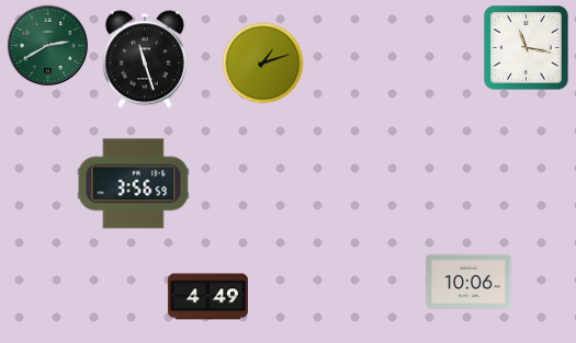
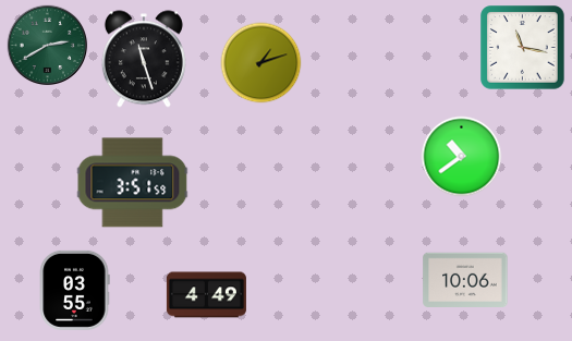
clock at (462, 157): none -> 10:39
clock at (134, 184): 3:56 -> 3:51
clock at (74, 290): none -> 03:55
